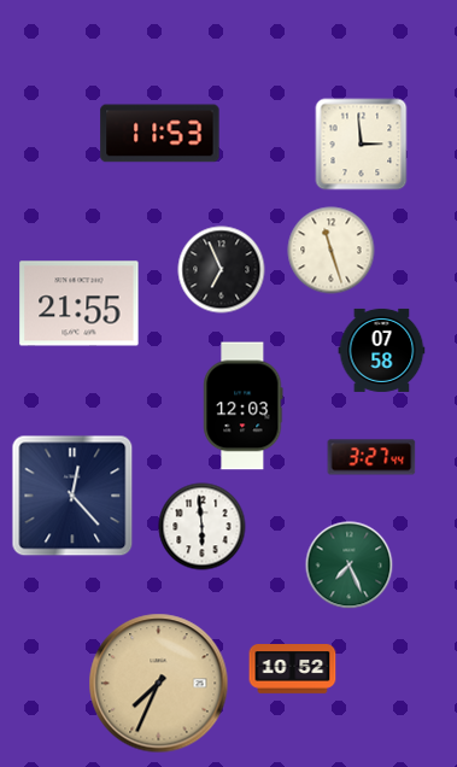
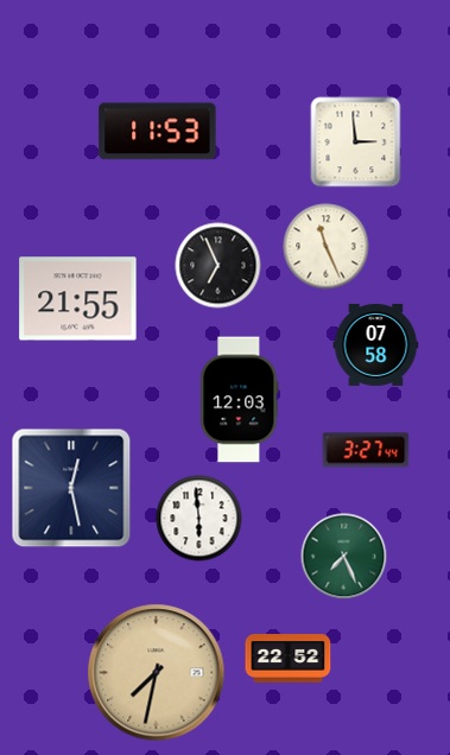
clock at (332, 251): 11:27 -> 11:26
clock at (72, 496): 12:23 -> 12:28
clock at (293, 669): 10:52 -> 22:52
clock at (159, 684): 7:34 -> 7:32
